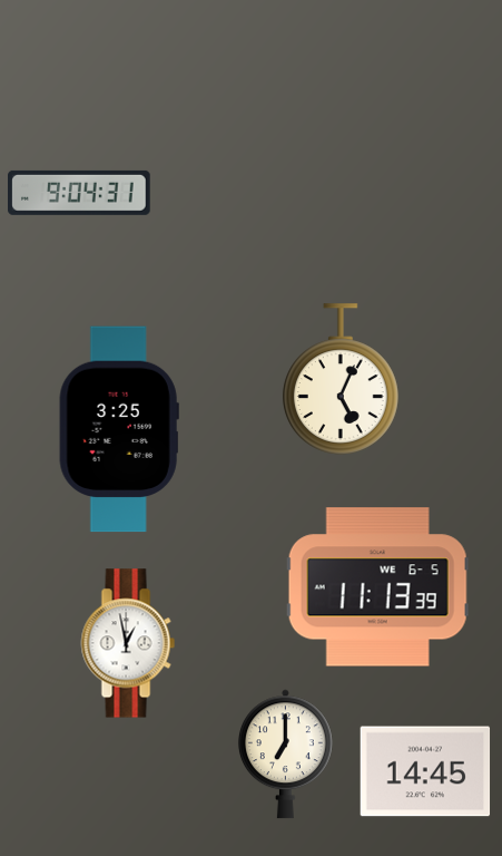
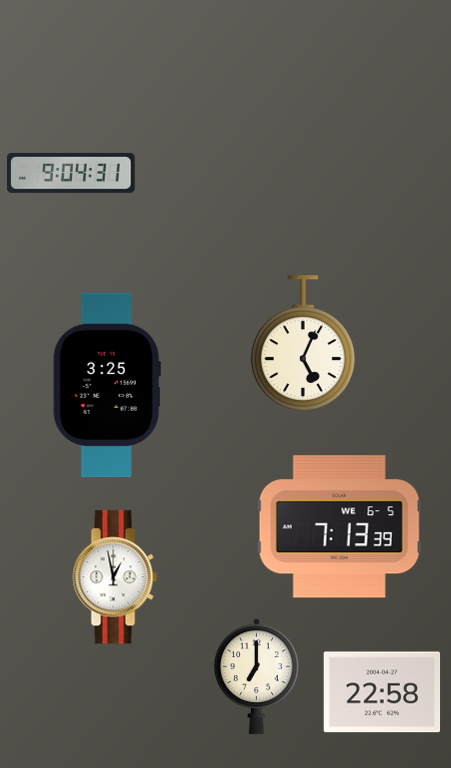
clock at (341, 379) position: (341, 379) -> (303, 343)
clock at (377, 587): 11:13 -> 7:13
clock at (425, 771): 14:45 -> 22:58
